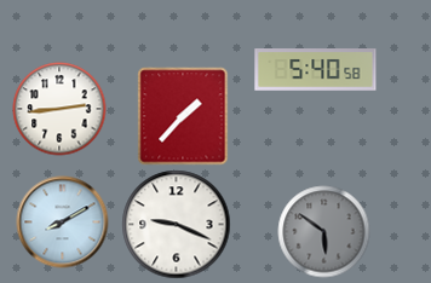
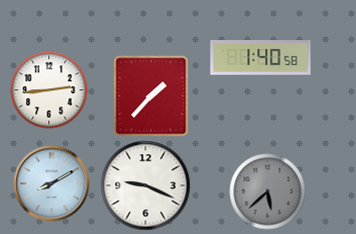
clock at (316, 70): 5:40 -> 1:40
clock at (324, 232): 5:51 -> 5:38
